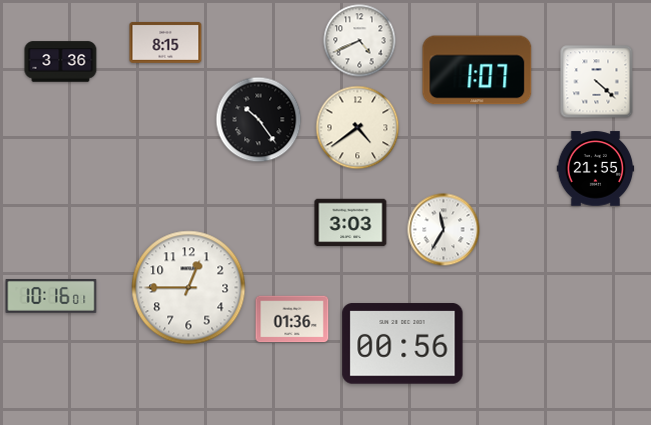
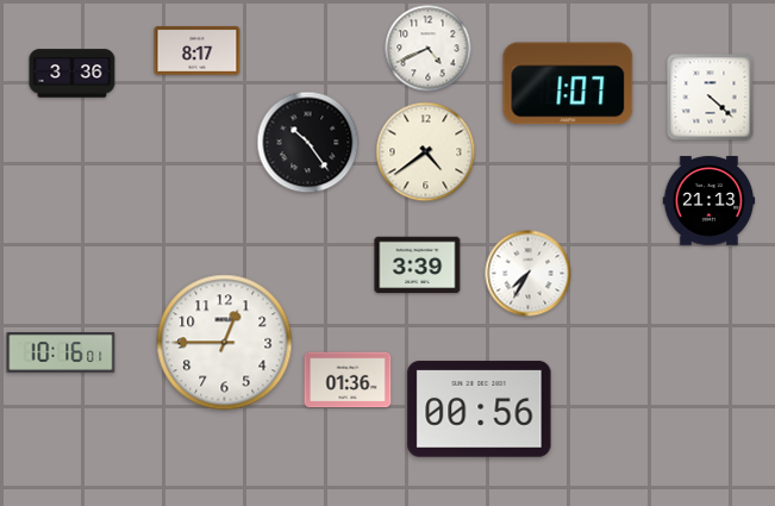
clock at (166, 42): 8:15 -> 8:17
clock at (596, 169): 21:55 -> 21:13
clock at (351, 223): 3:03 -> 3:39
clock at (444, 230): 11:35 -> 7:35
